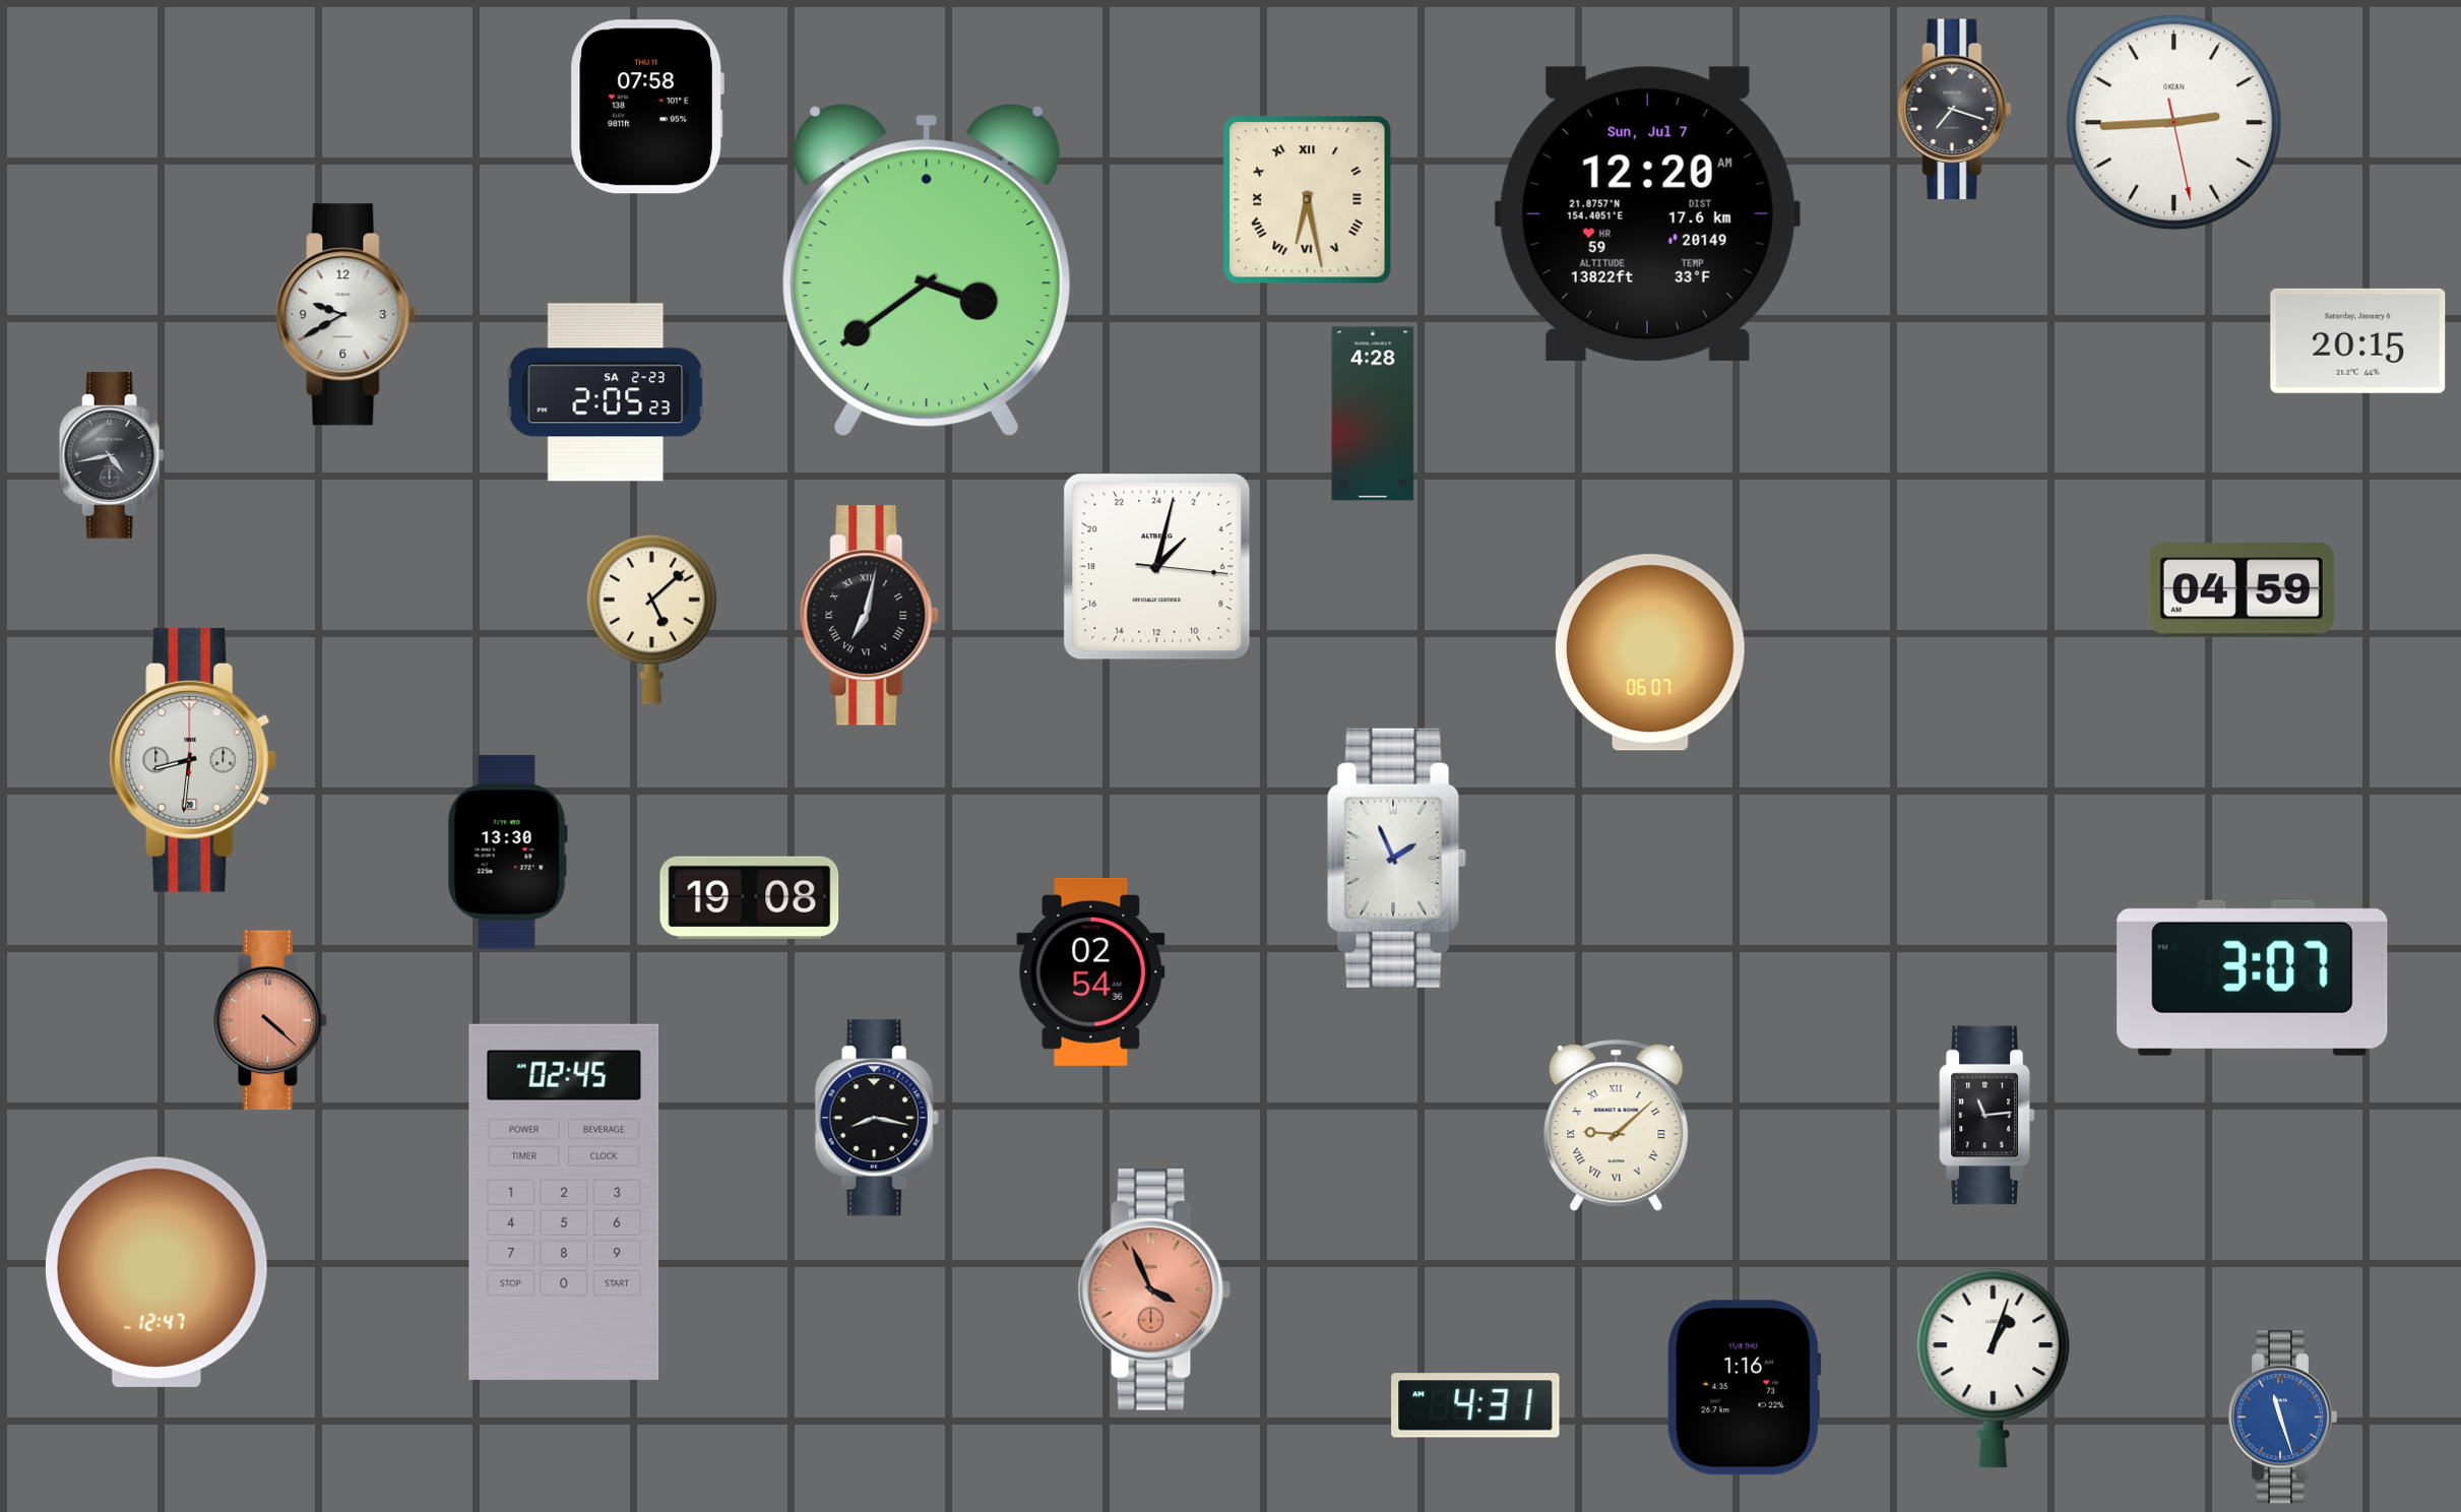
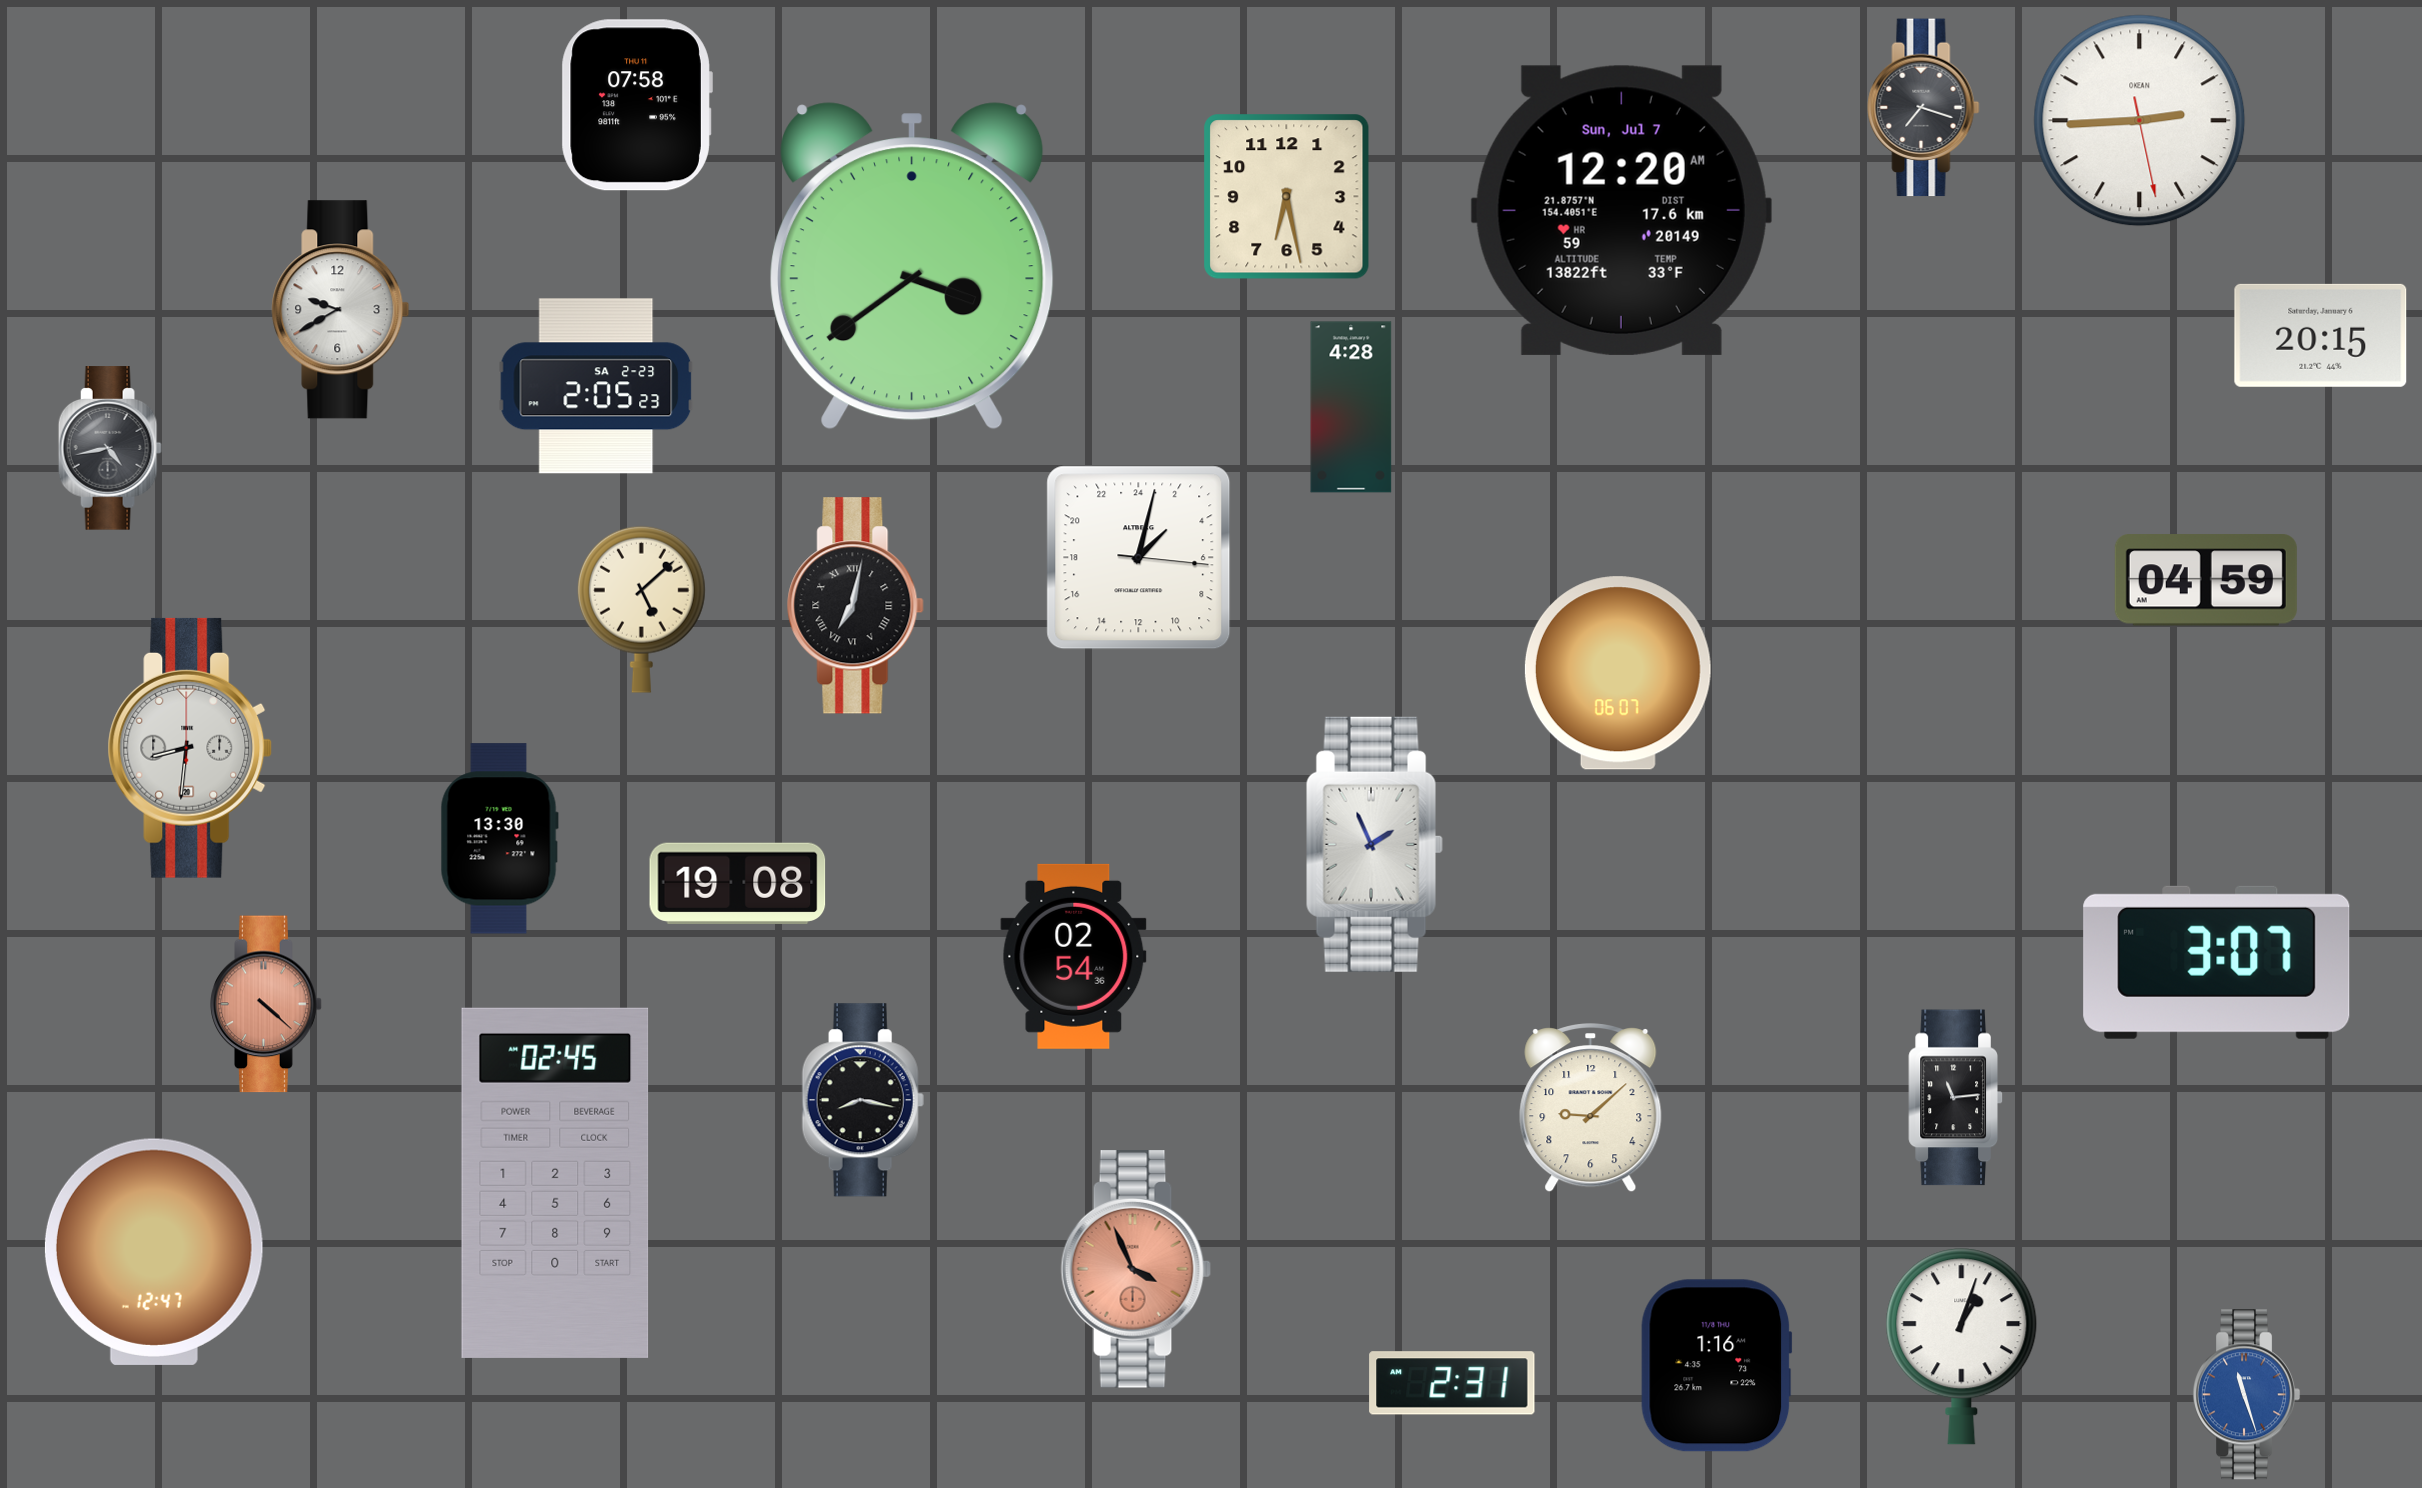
clock at (1308, 200) numerals: Roman -> Arabic
clock at (1650, 652) position: (1650, 652) -> (1618, 673)
clock at (1617, 1126) numerals: Roman -> Arabic
clock at (1475, 1405): 4:31 -> 2:31
